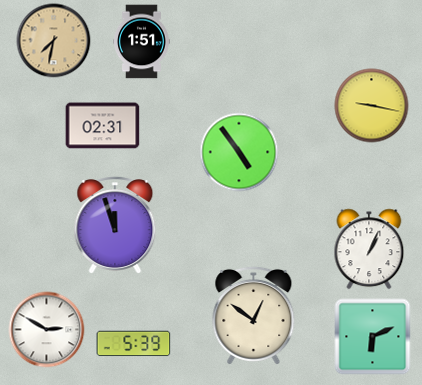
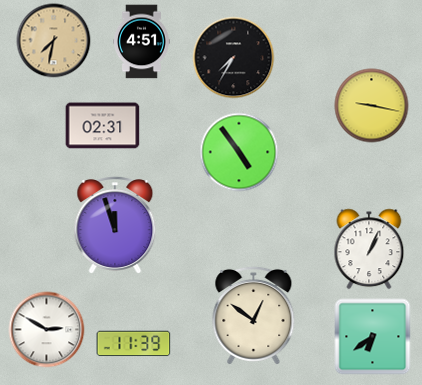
clock at (142, 42): 1:51 -> 4:51
clock at (234, 58): none -> 7:35
clock at (373, 337): 6:11 -> 6:39
clock at (134, 344): 5:39 -> 11:39
